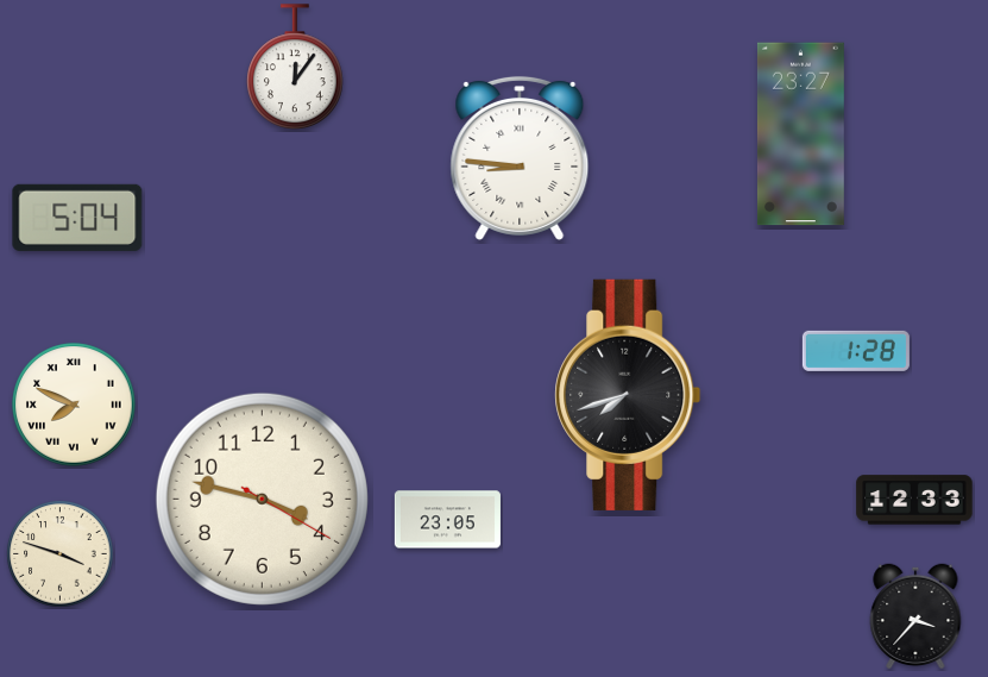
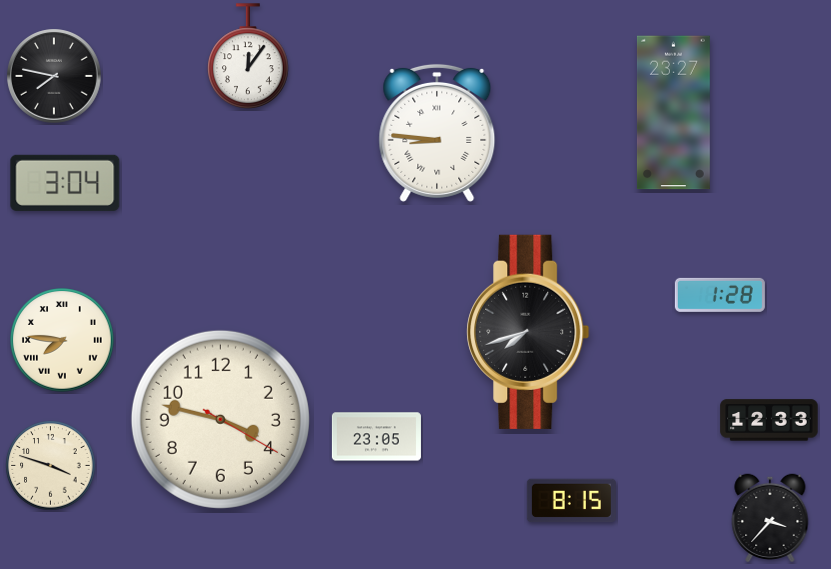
clock at (54, 76): none -> 7:47
clock at (77, 218): 5:04 -> 3:04
clock at (74, 405): 7:49 -> 7:46
clock at (571, 501): none -> 8:15
